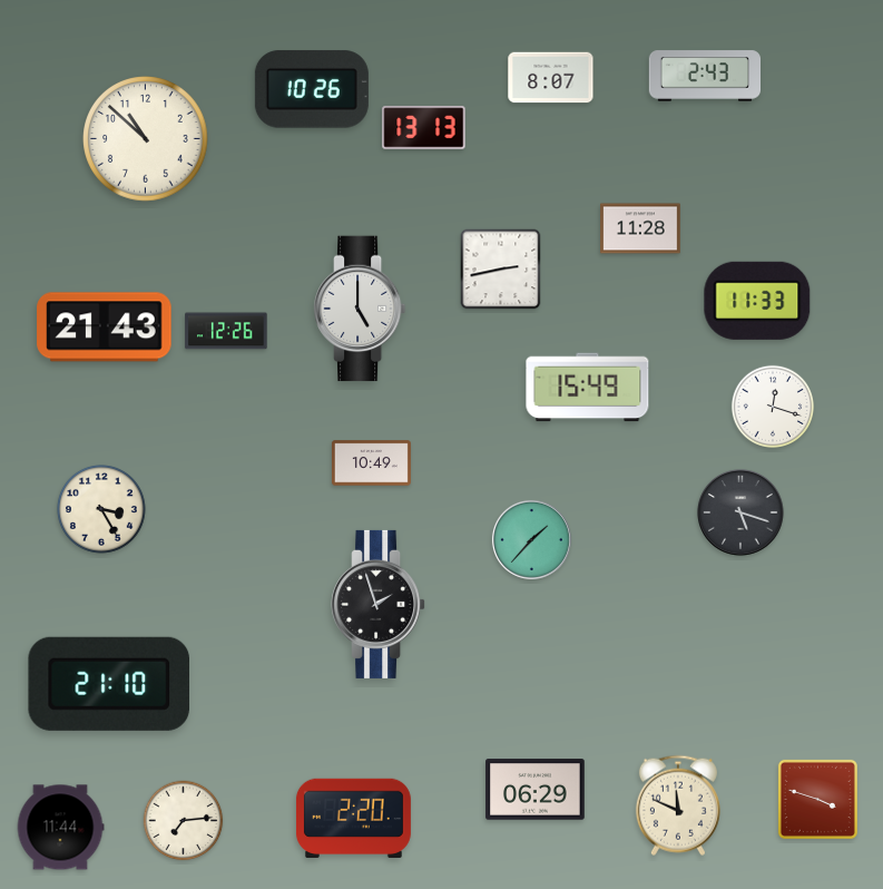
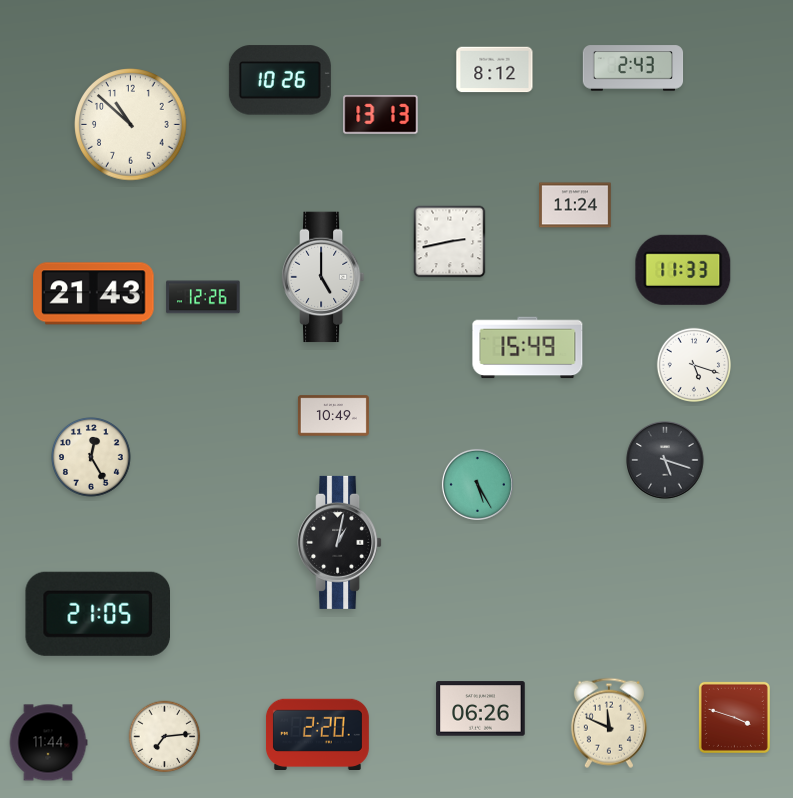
clock at (551, 78): 8:07 -> 8:12
clock at (641, 228): 11:28 -> 11:24
clock at (757, 301) position: (757, 301) -> (683, 270)
clock at (772, 406): 12:18 -> 5:18
clock at (102, 510): 3:25 -> 12:25
clock at (531, 539): 1:37 -> 5:25
clock at (379, 604): 1:57 -> 1:02
clock at (108, 684): 21:10 -> 21:05
clock at (536, 790): 06:29 -> 06:26
clock at (60, 828) position: (60, 828) -> (48, 743)
